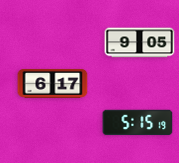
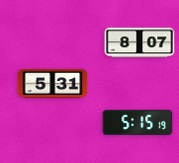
clock at (140, 43): 9:05 -> 8:07
clock at (53, 83): 6:17 -> 5:31
